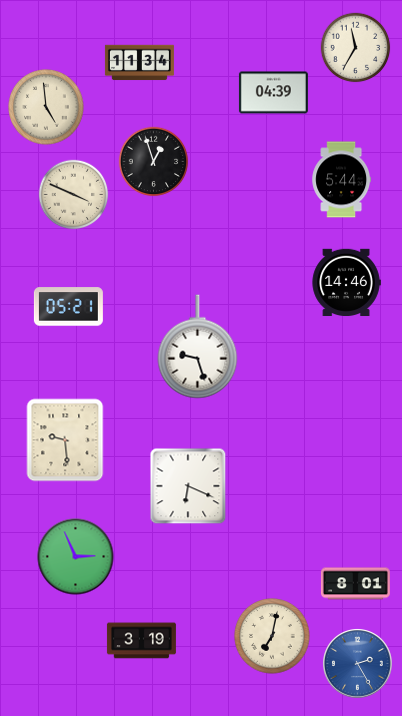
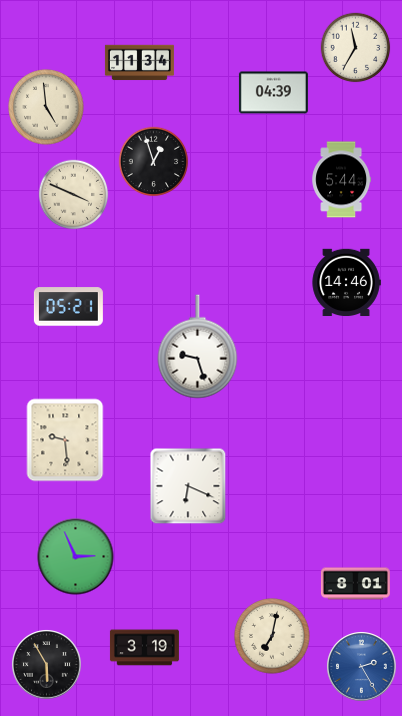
clock at (141, 641) position: (141, 641) -> (144, 648)
clock at (358, 664) position: (358, 664) -> (362, 667)
clock at (47, 665): none -> 5:55
